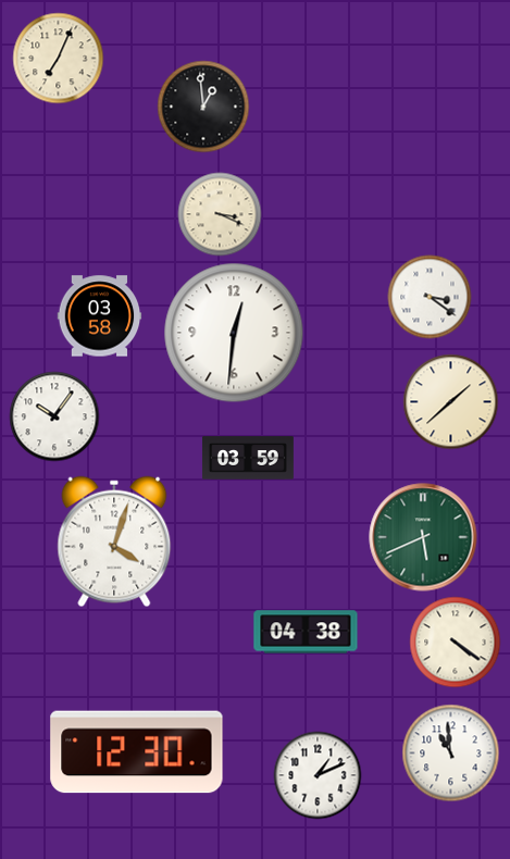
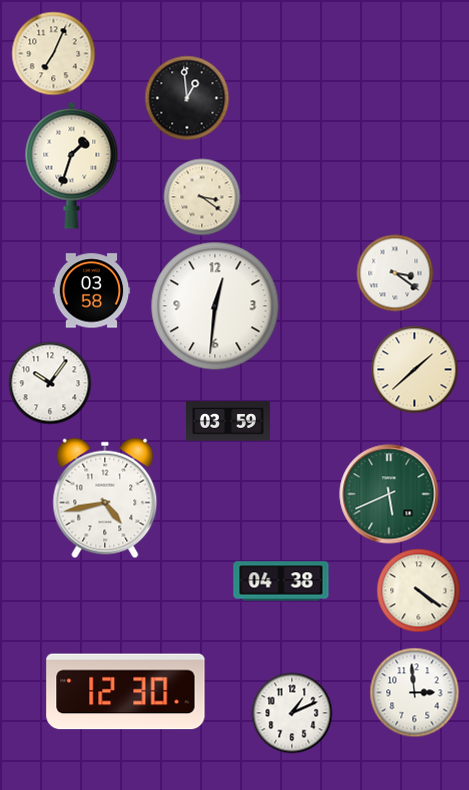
clock at (72, 165): none -> 1:33
clock at (220, 214): 3:19 -> 3:21
clock at (114, 541): 4:03 -> 4:43
clock at (451, 754): 10:59 -> 2:59
